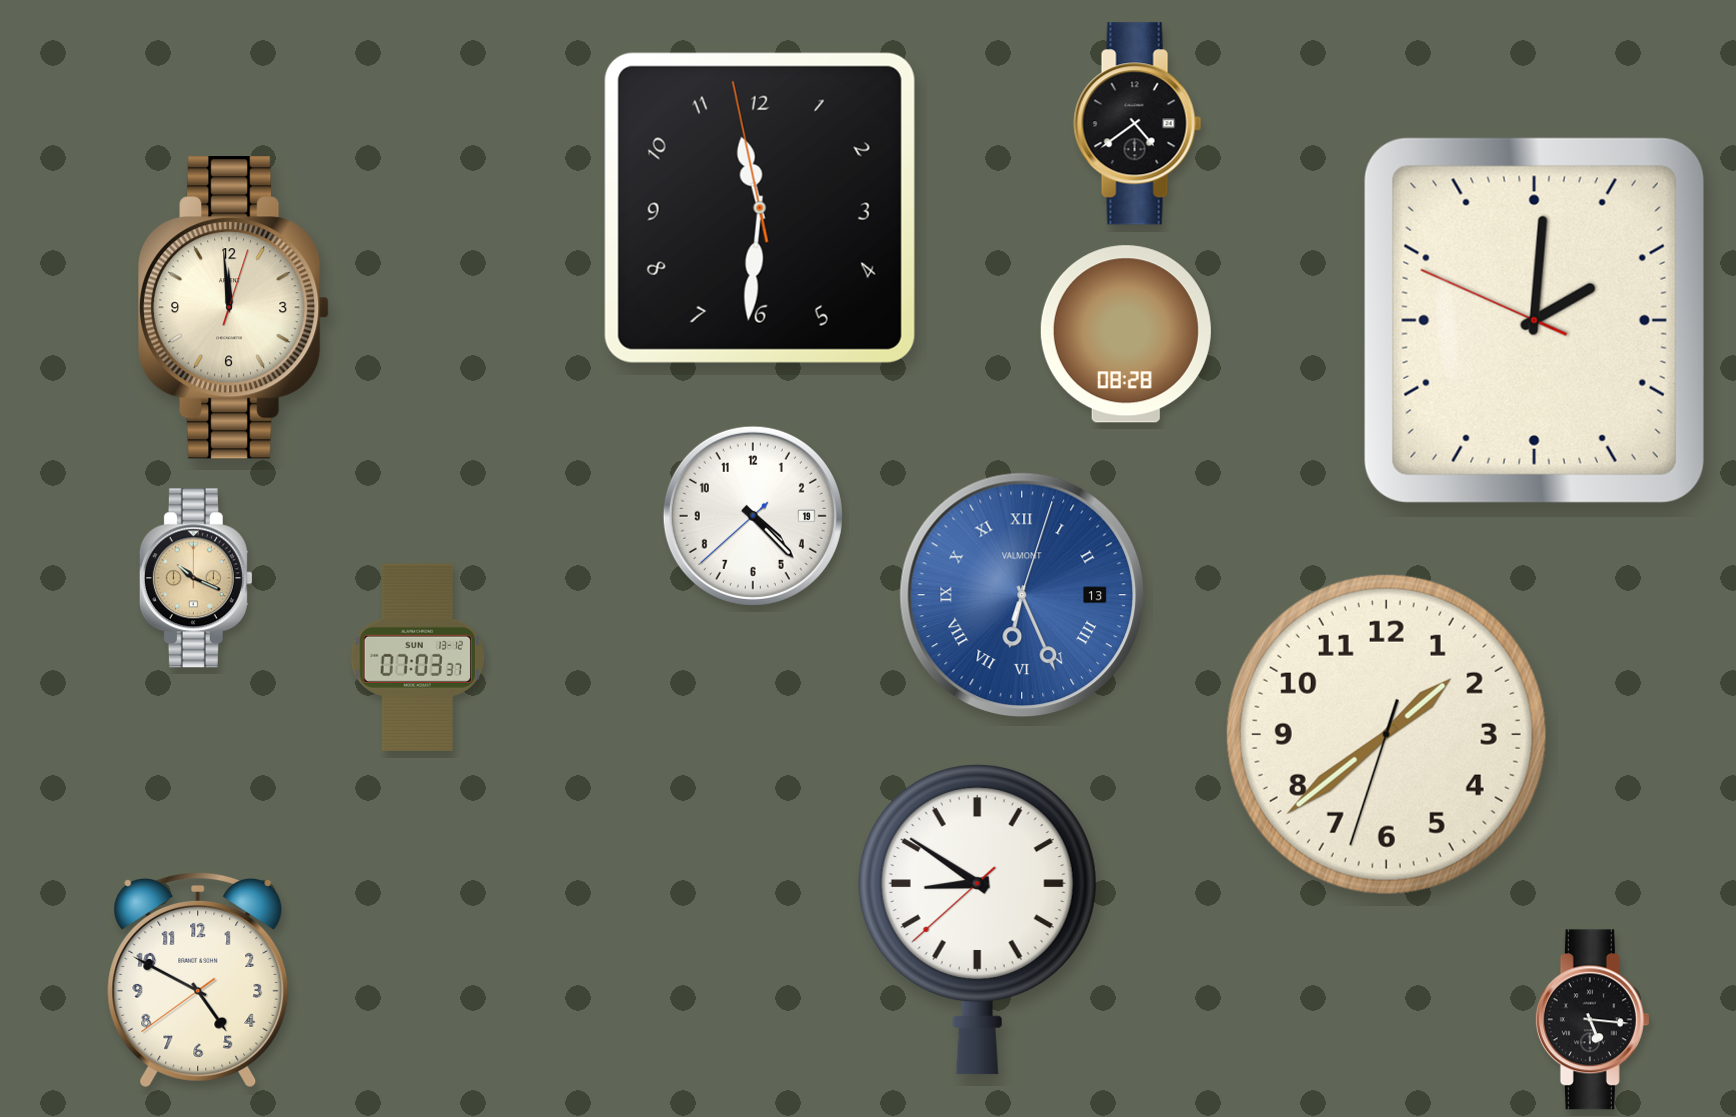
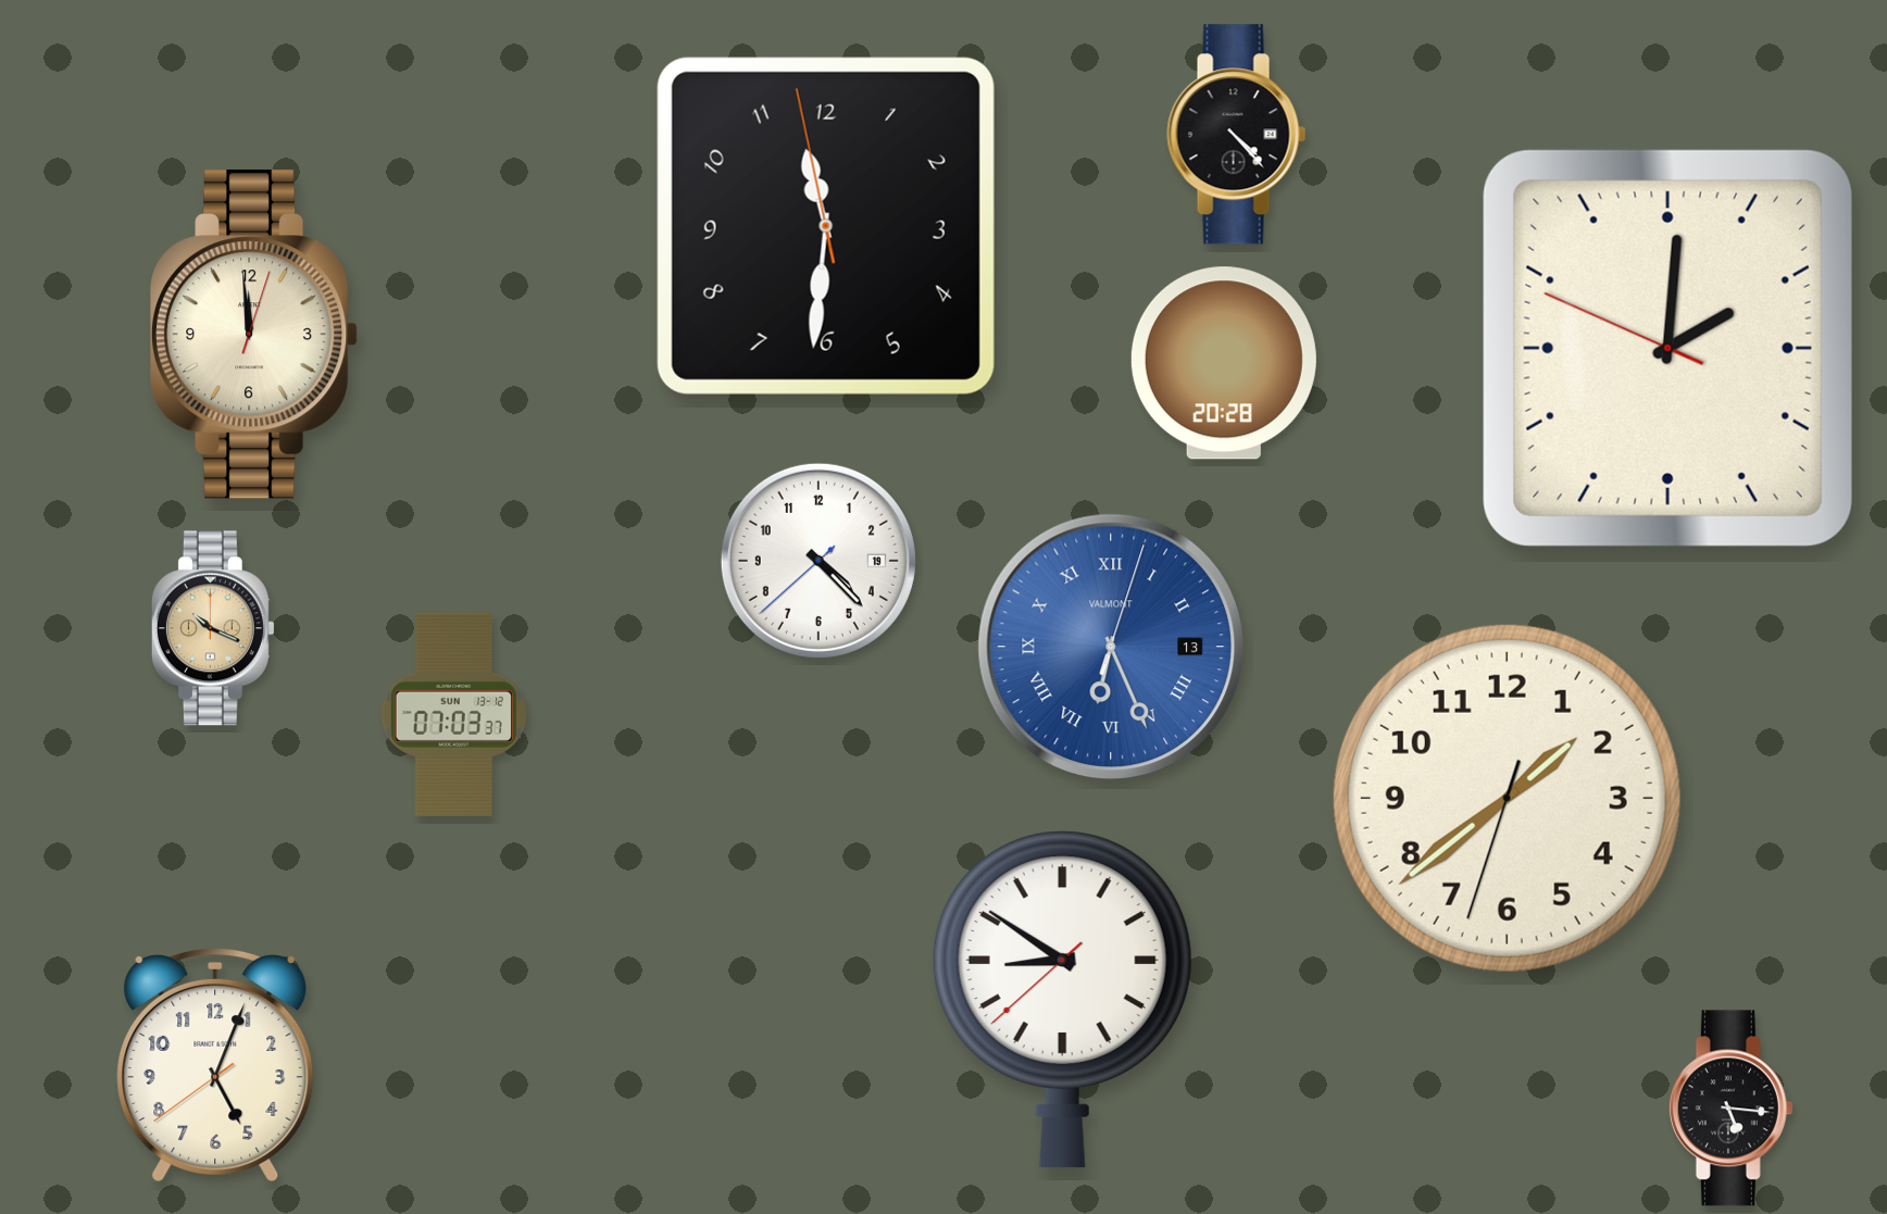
clock at (1138, 124): 4:39 -> 4:23
clock at (1126, 334): 08:28 -> 20:28
clock at (198, 980): 4:49 -> 5:03
